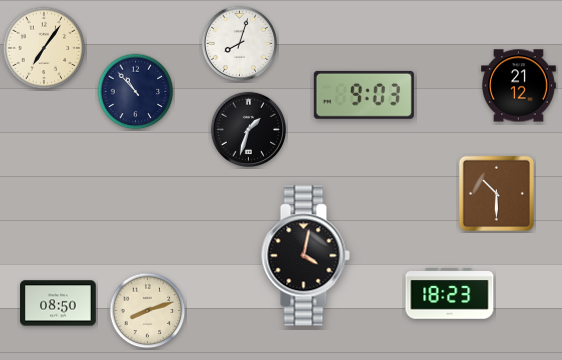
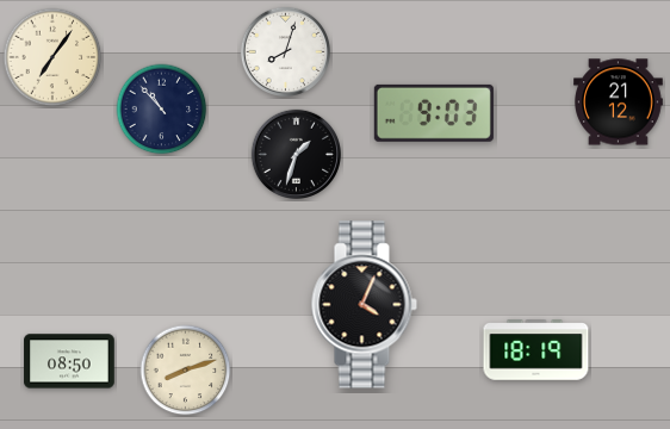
clock at (496, 193): 10:30 -> none
clock at (305, 256): 4:02 -> 4:04
clock at (450, 294): 18:23 -> 18:19
clock at (148, 311) position: (148, 311) -> (186, 371)
